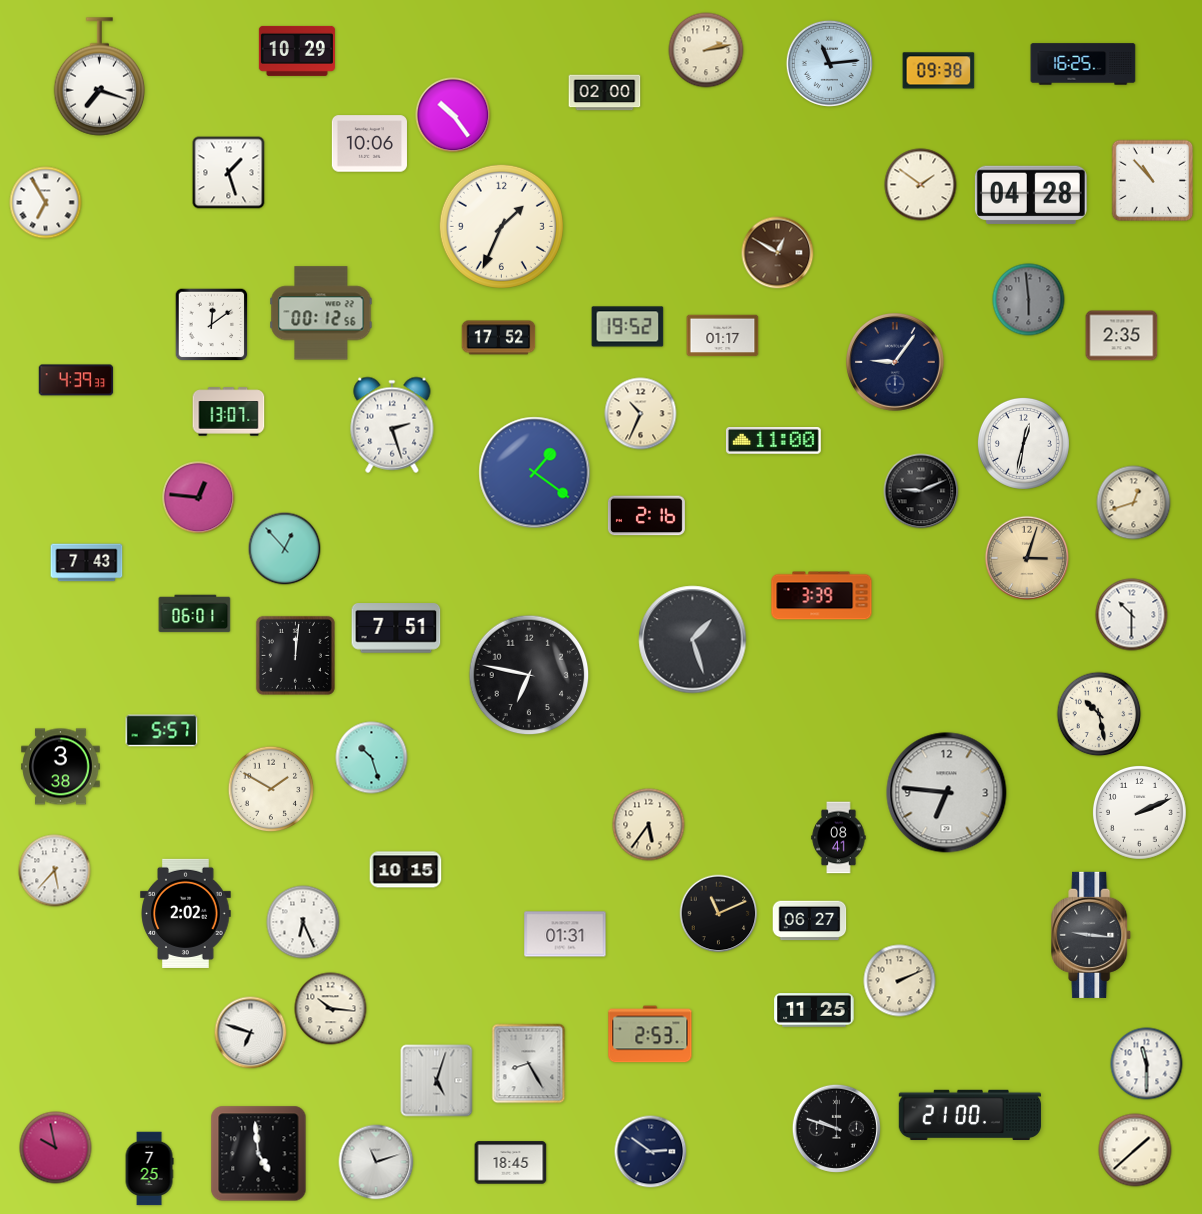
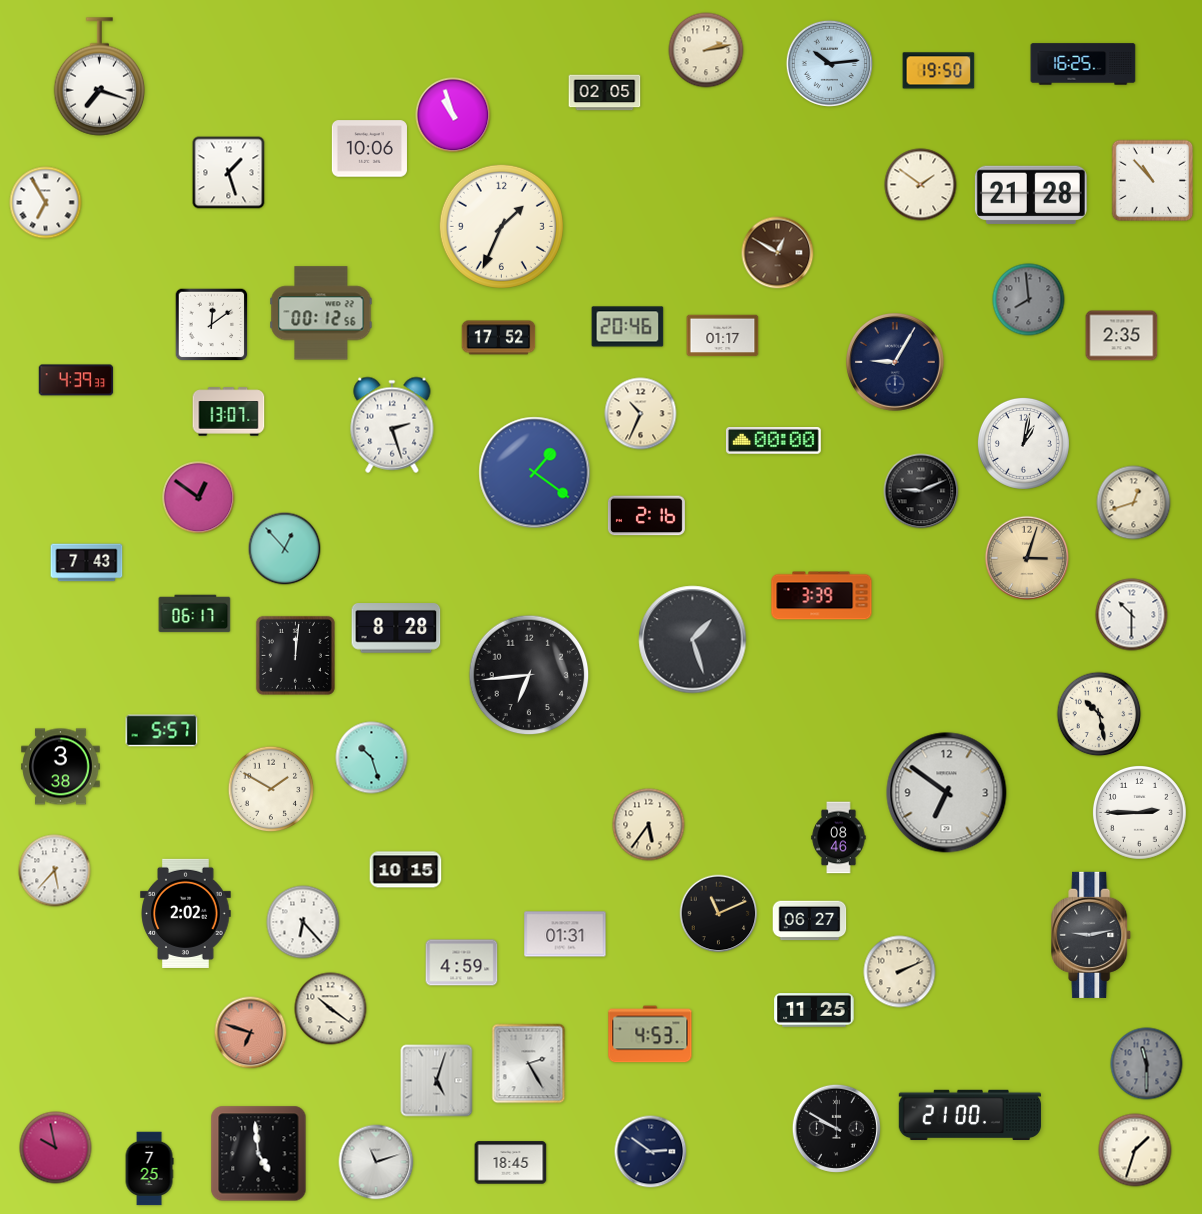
clock at (297, 51): 10:29 -> none
clock at (829, 63): 11:14 -> 10:14
clock at (939, 71): 09:38 -> 19:50
clock at (605, 93): 02:00 -> 02:05
clock at (453, 115): 10:24 -> 10:57
clock at (369, 144) position: (369, 144) -> (369, 149)
clock at (1031, 195): 04:28 -> 21:28
clock at (1029, 300): 5:59 -> 7:59
clock at (628, 327): 19:52 -> 20:46
clock at (896, 363): 9:06 -> 9:05
clock at (773, 441): 11:00 -> 00:00
clock at (1023, 443): 12:32 -> 1:02
clock at (199, 498): 12:46 -> 12:51
clock at (195, 614): 06:01 -> 06:17
clock at (396, 628): 7:51 -> 8:28
clock at (529, 675): 6:47 -> 6:44
clock at (947, 793): 6:46 -> 6:51
clock at (1140, 813): 2:11 -> 2:45
clock at (839, 838): 08:41 -> 08:46
clock at (303, 922): 6:26 -> 6:23
clock at (1092, 935): 9:16 -> 9:13
clock at (462, 963): none -> 4:59
clock at (900, 981) position: (900, 981) -> (900, 972)
clock at (331, 1009): 10:16 -> 10:21
clock at (251, 1033) dial: white -> salmon
clock at (650, 1034): 2:53 -> 4:53
clock at (529, 1064): 8:25 -> 2:25
clock at (1147, 1064) dial: white -> grey
clock at (836, 1128): 9:48 -> 9:50
clock at (1135, 1150): 1:38 -> 1:33
